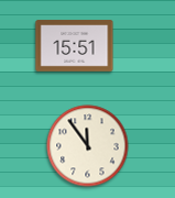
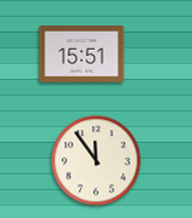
clock at (75, 46) position: (75, 46) -> (82, 54)
